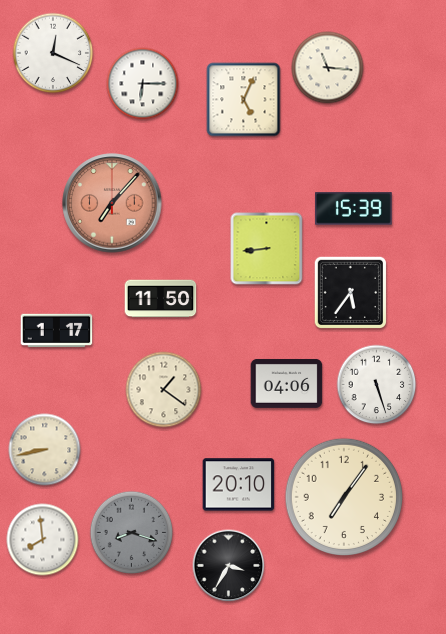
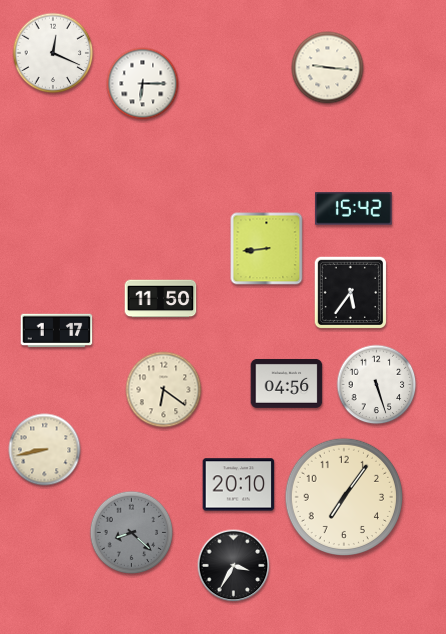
clock at (328, 68): 11:16 -> 9:16
clock at (244, 100): 5:04 -> none
clock at (112, 203): 7:07 -> none
clock at (354, 209): 15:39 -> 15:42
clock at (287, 383): 04:06 -> 04:56
clock at (164, 390): 1:21 -> 6:21
clock at (132, 533): 8:18 -> 8:22
clock at (43, 540): 7:59 -> none
clock at (229, 566) position: (229, 566) -> (234, 566)
